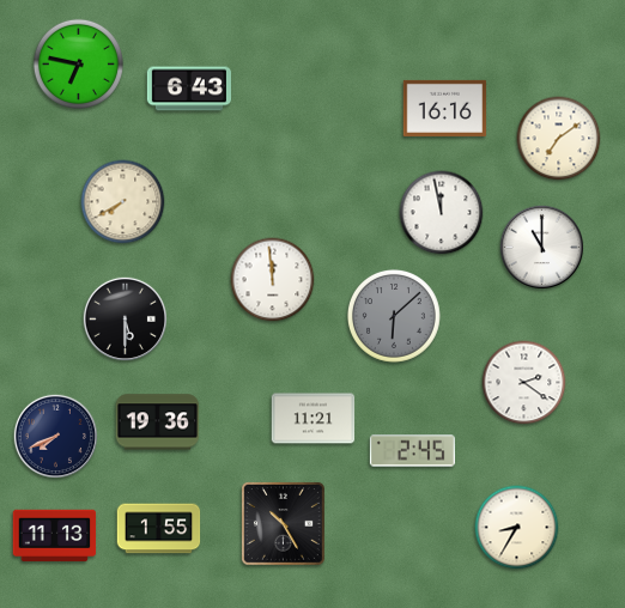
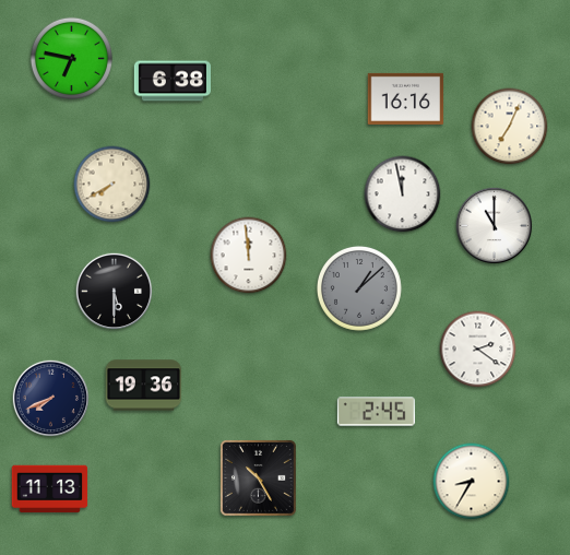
clock at (188, 89): 6:43 -> 6:38
clock at (559, 139): 7:09 -> 7:04
clock at (395, 316): 6:08 -> 1:08
clock at (314, 419): 11:21 -> none
clock at (159, 529): 1:55 -> none
